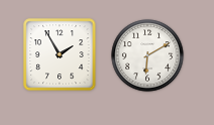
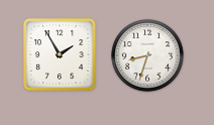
clock at (148, 56): 6:10 -> 8:33
